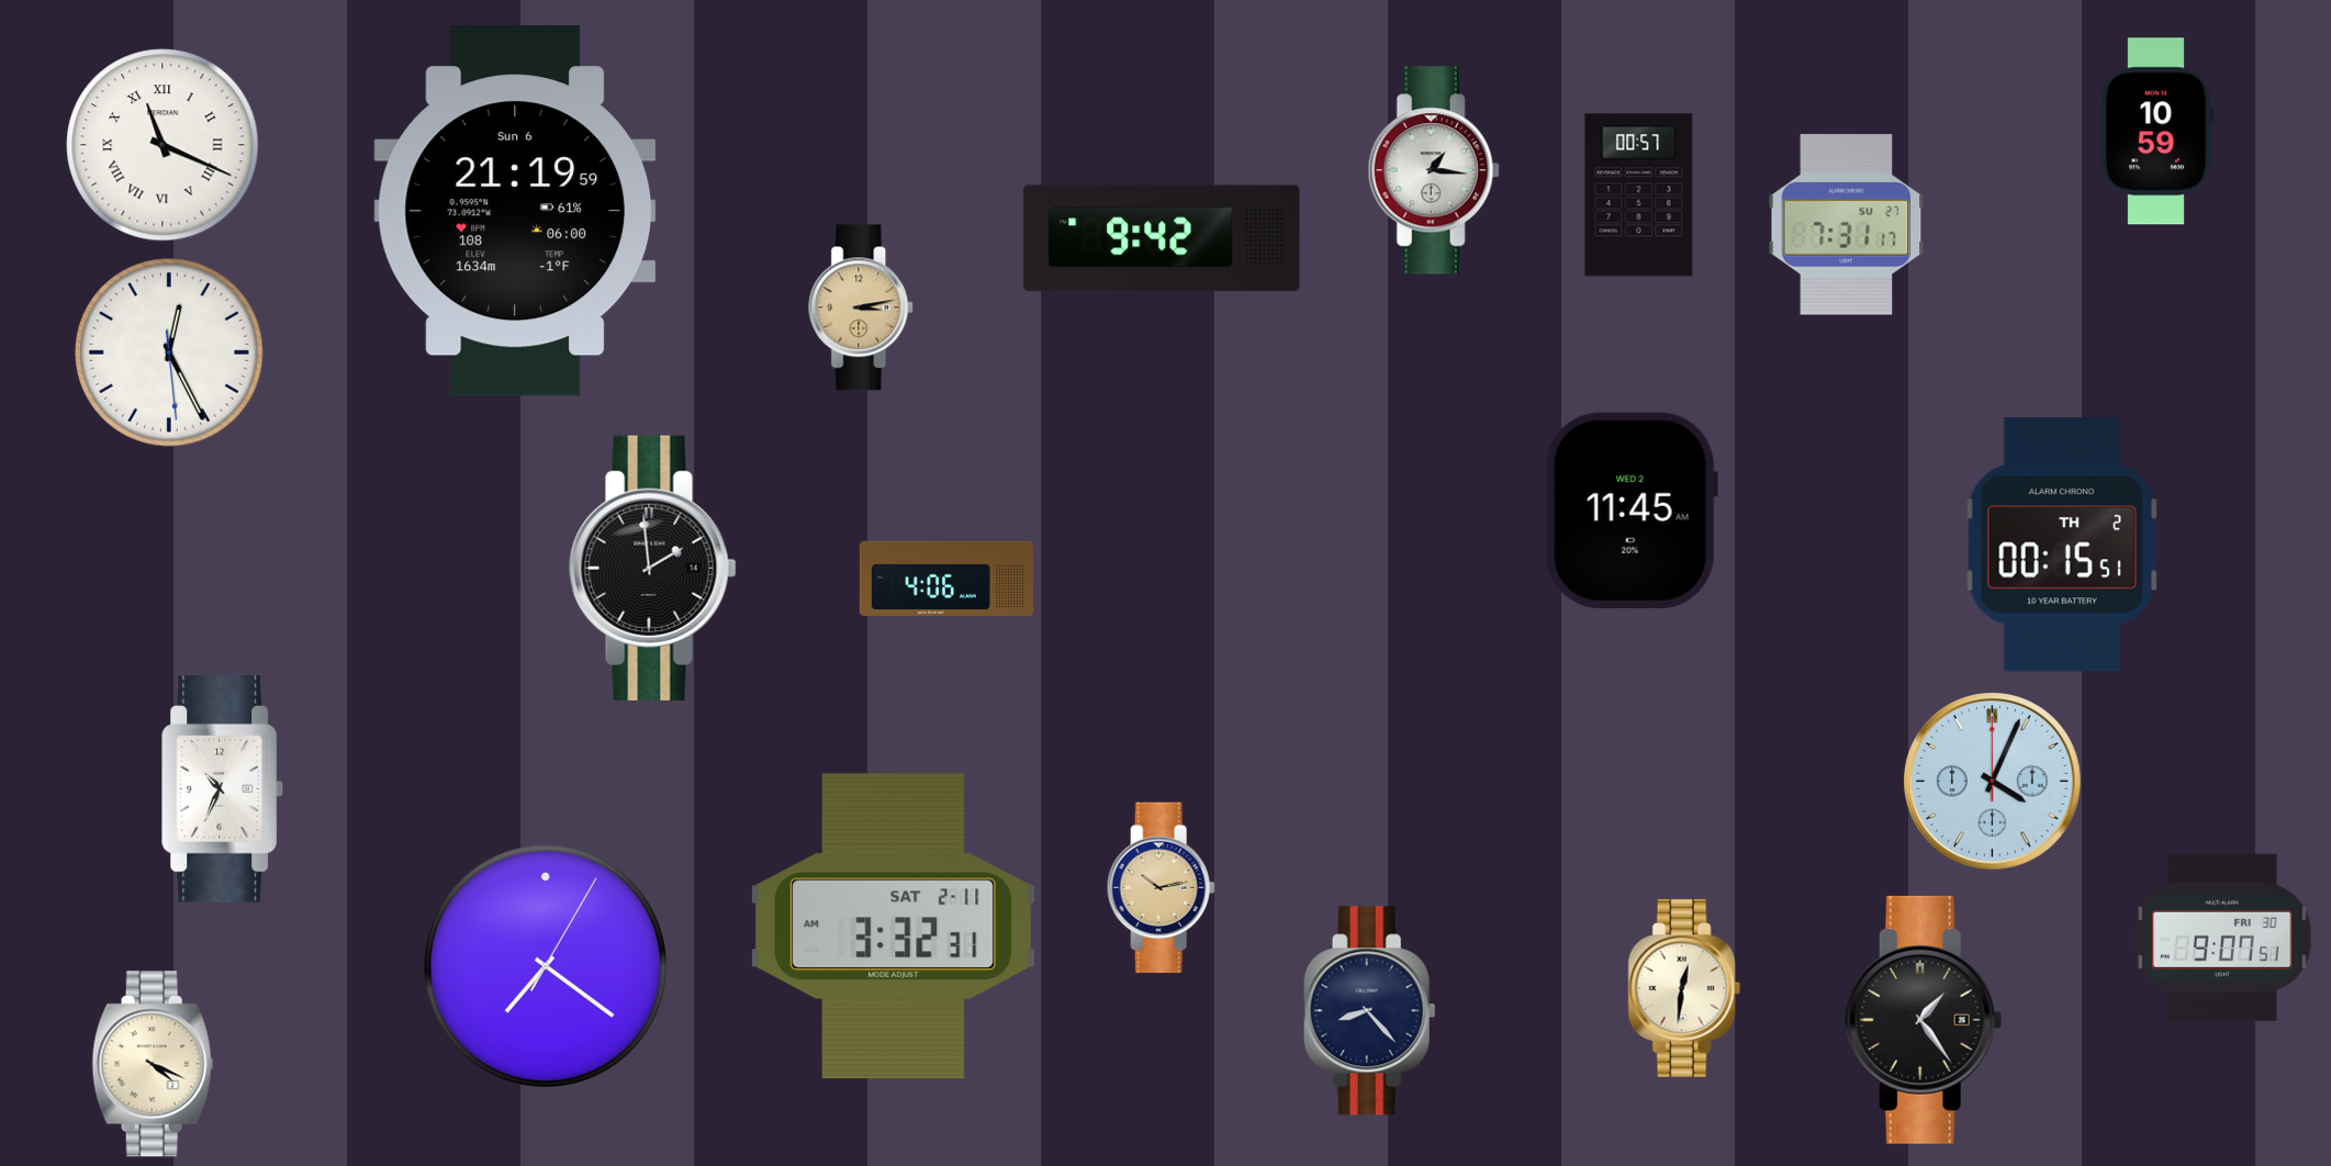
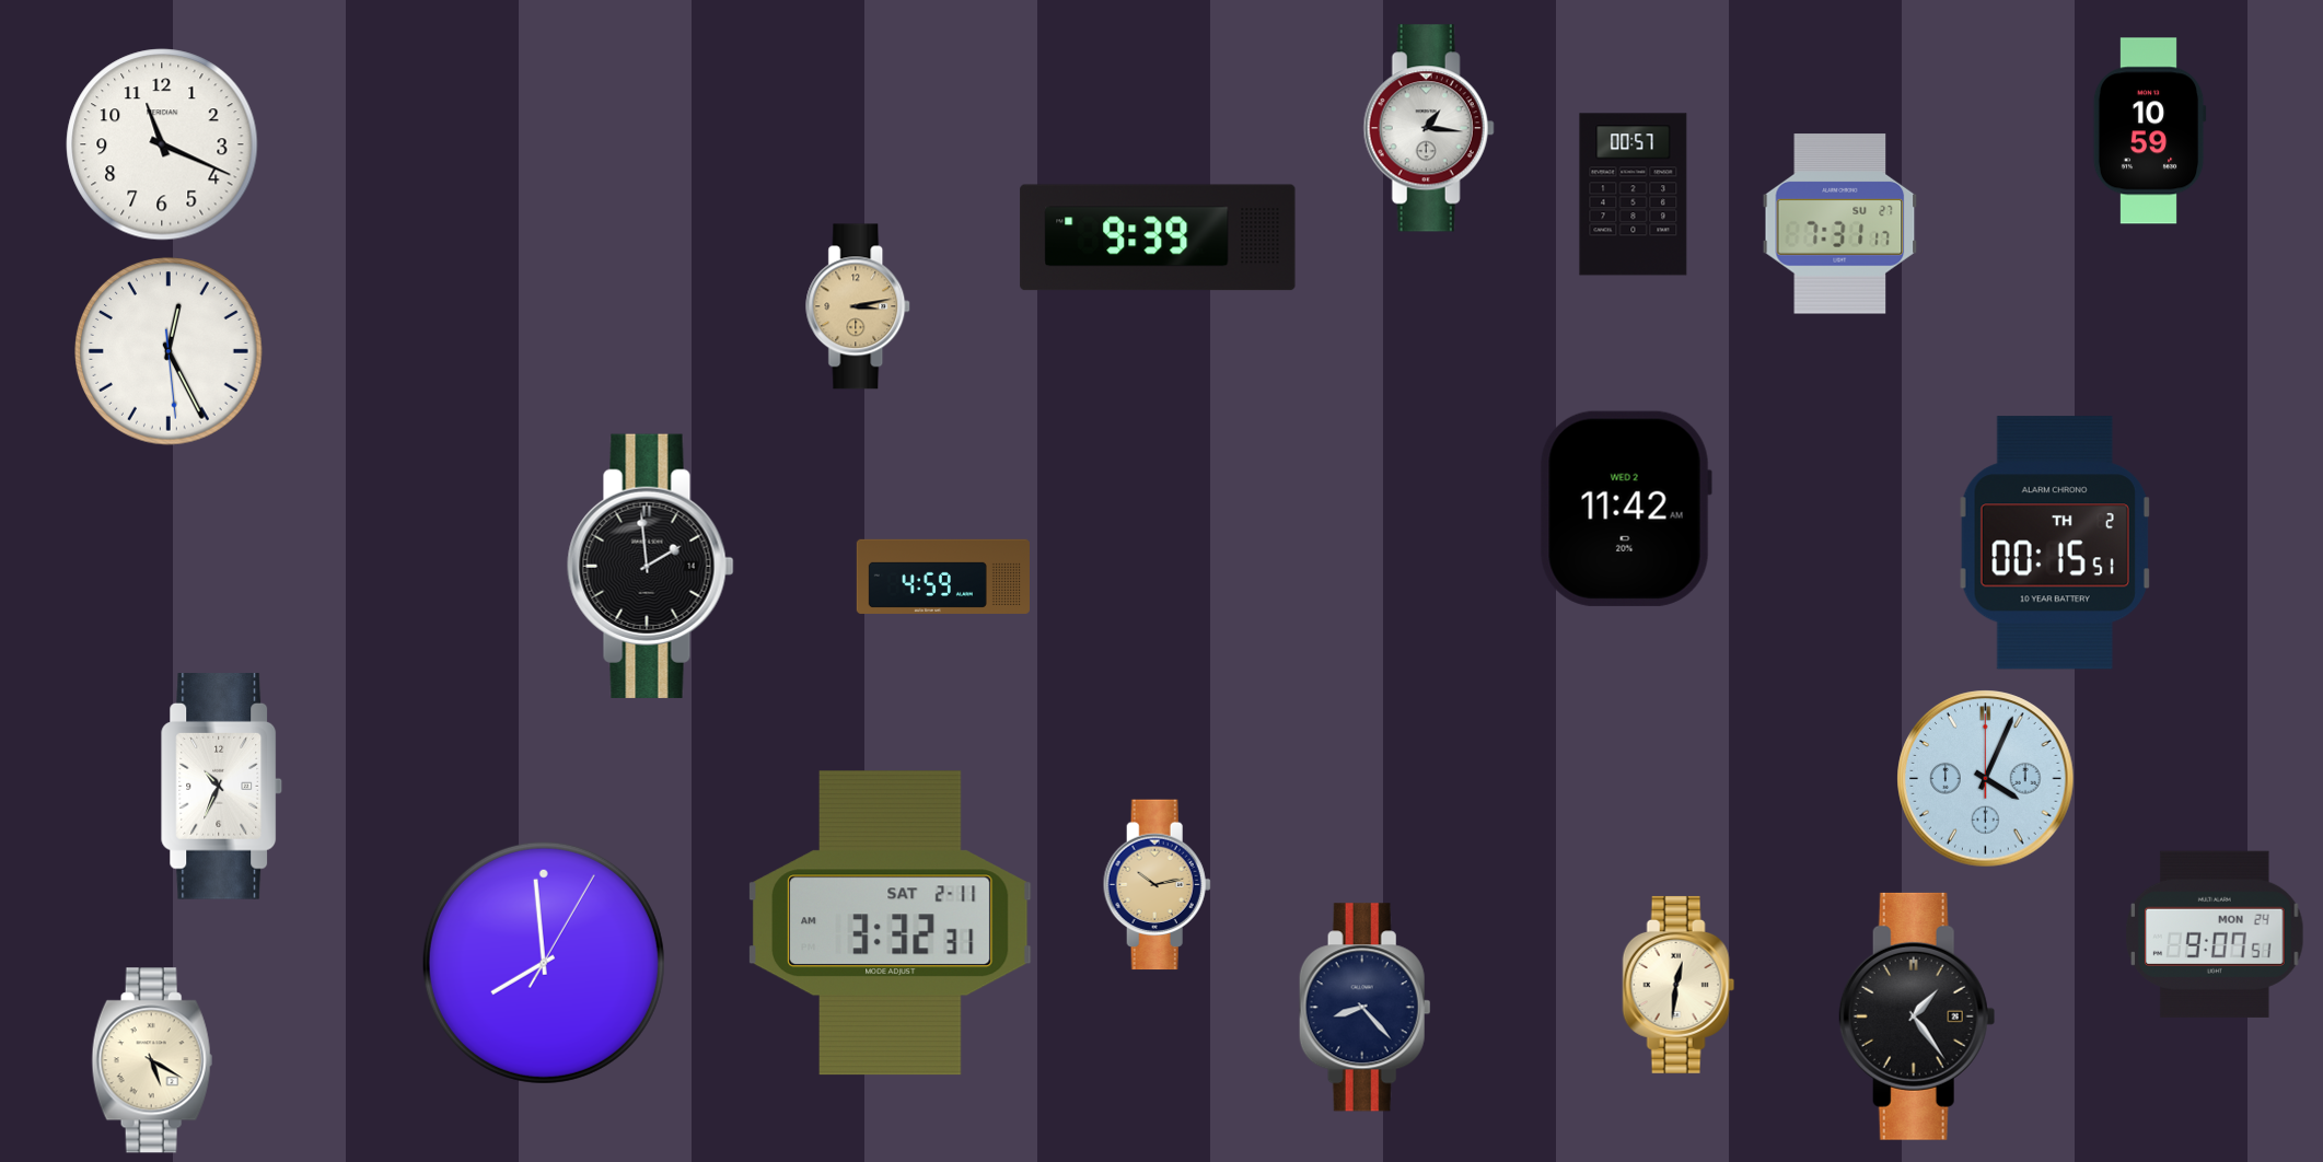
clock at (163, 145) numerals: Roman -> Arabic
clock at (1434, 170) position: (1434, 170) -> (1429, 128)
clock at (515, 211): 21:19 -> none
clock at (1162, 238): 9:42 -> 9:39
clock at (1632, 511): 11:45 -> 11:42
clock at (946, 579): 4:06 -> 4:59
clock at (2222, 938) date: FRI 30 -> MON 24
clock at (546, 966): 7:21 -> 7:59
clock at (153, 1064): 4:19 -> 5:20
